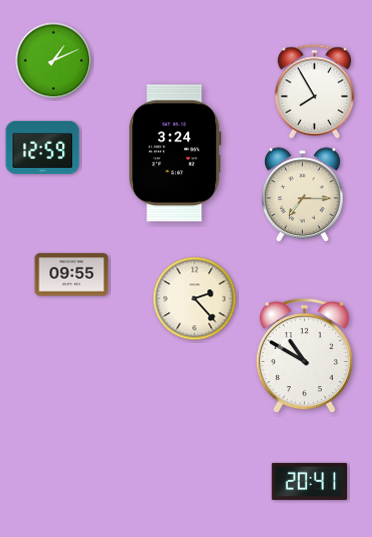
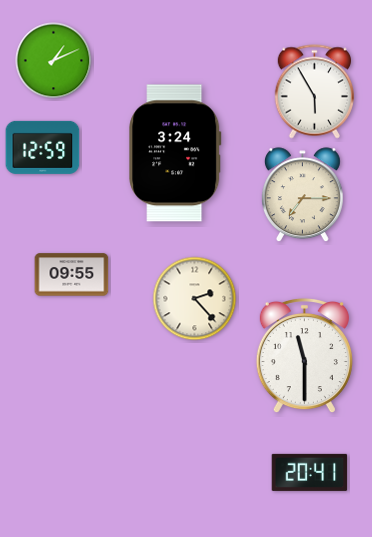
clock at (314, 92): 7:55 -> 5:55
clock at (304, 356): 10:50 -> 11:30
clock at (310, 481) position: (310, 481) -> (310, 472)
